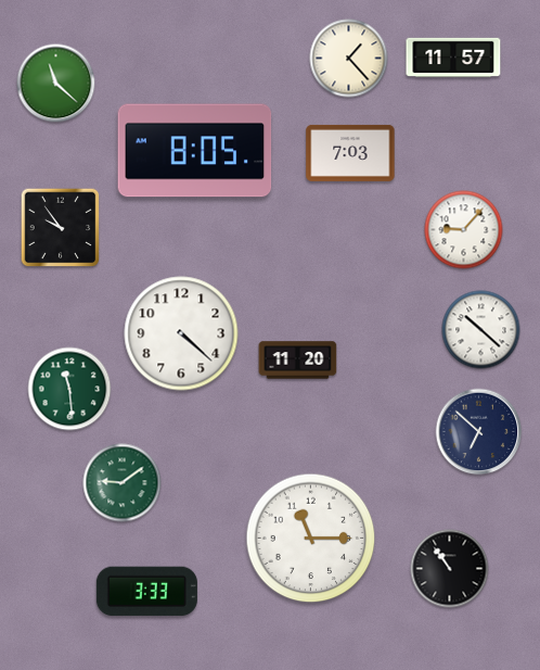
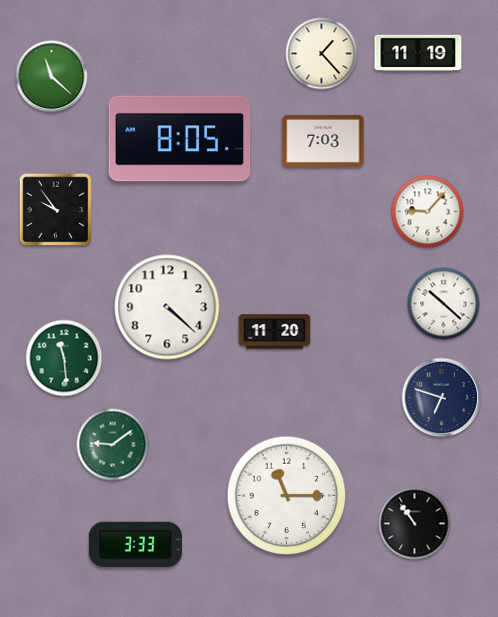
clock at (453, 58): 11:57 -> 11:19
clock at (479, 432): 6:52 -> 6:48
